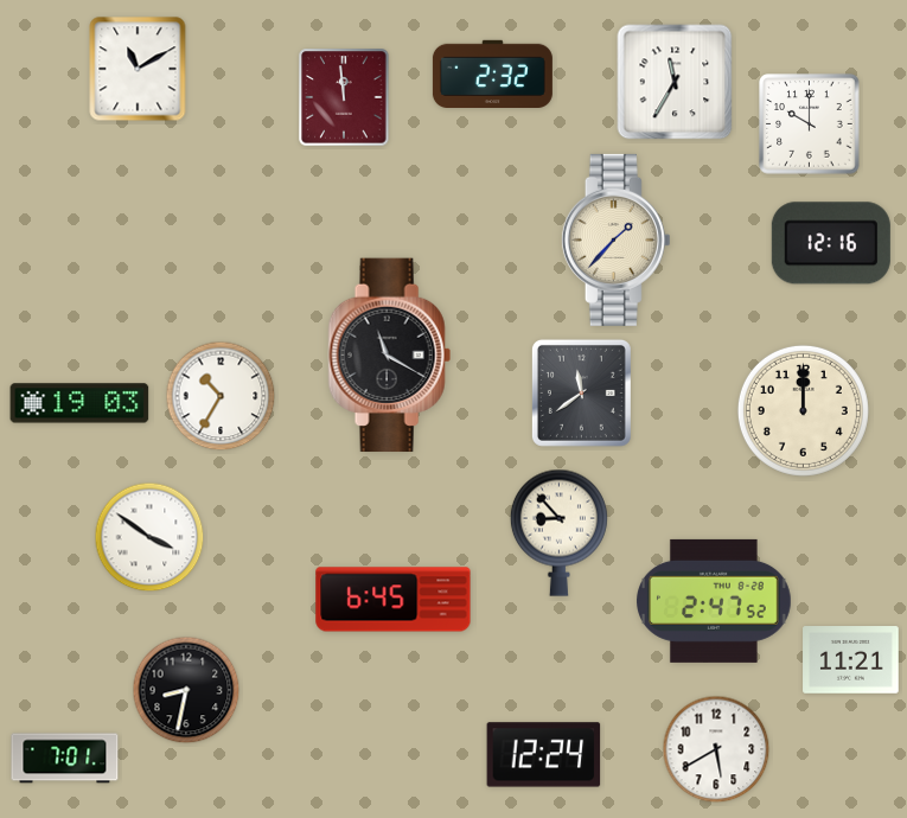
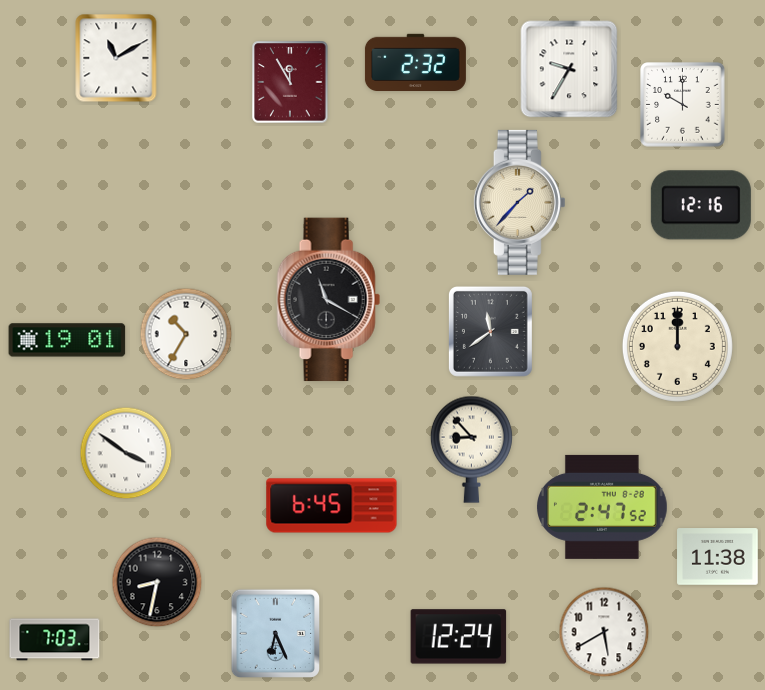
clock at (675, 82): 11:35 -> 9:35
clock at (344, 97): 11:59 -> 11:55
clock at (79, 403): 19:03 -> 19:01
clock at (851, 660): 11:21 -> 11:38
clock at (275, 633): none -> 6:26
clock at (65, 759): 7:01 -> 7:03
